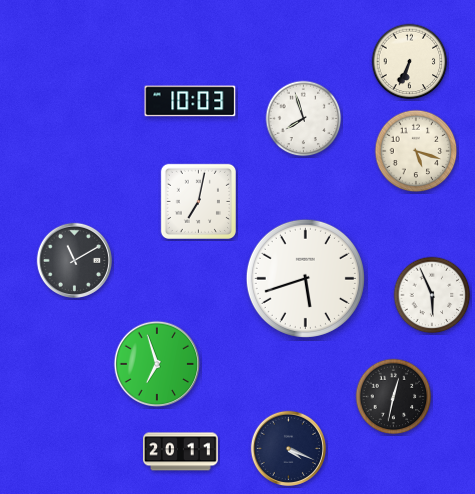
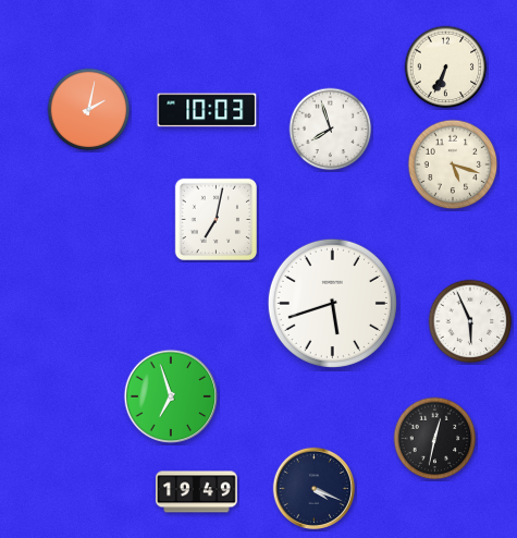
clock at (89, 110): none -> 2:02
clock at (74, 260): 11:10 -> none
clock at (394, 397) position: (394, 397) -> (435, 439)
clock at (181, 452): 20:11 -> 19:49
